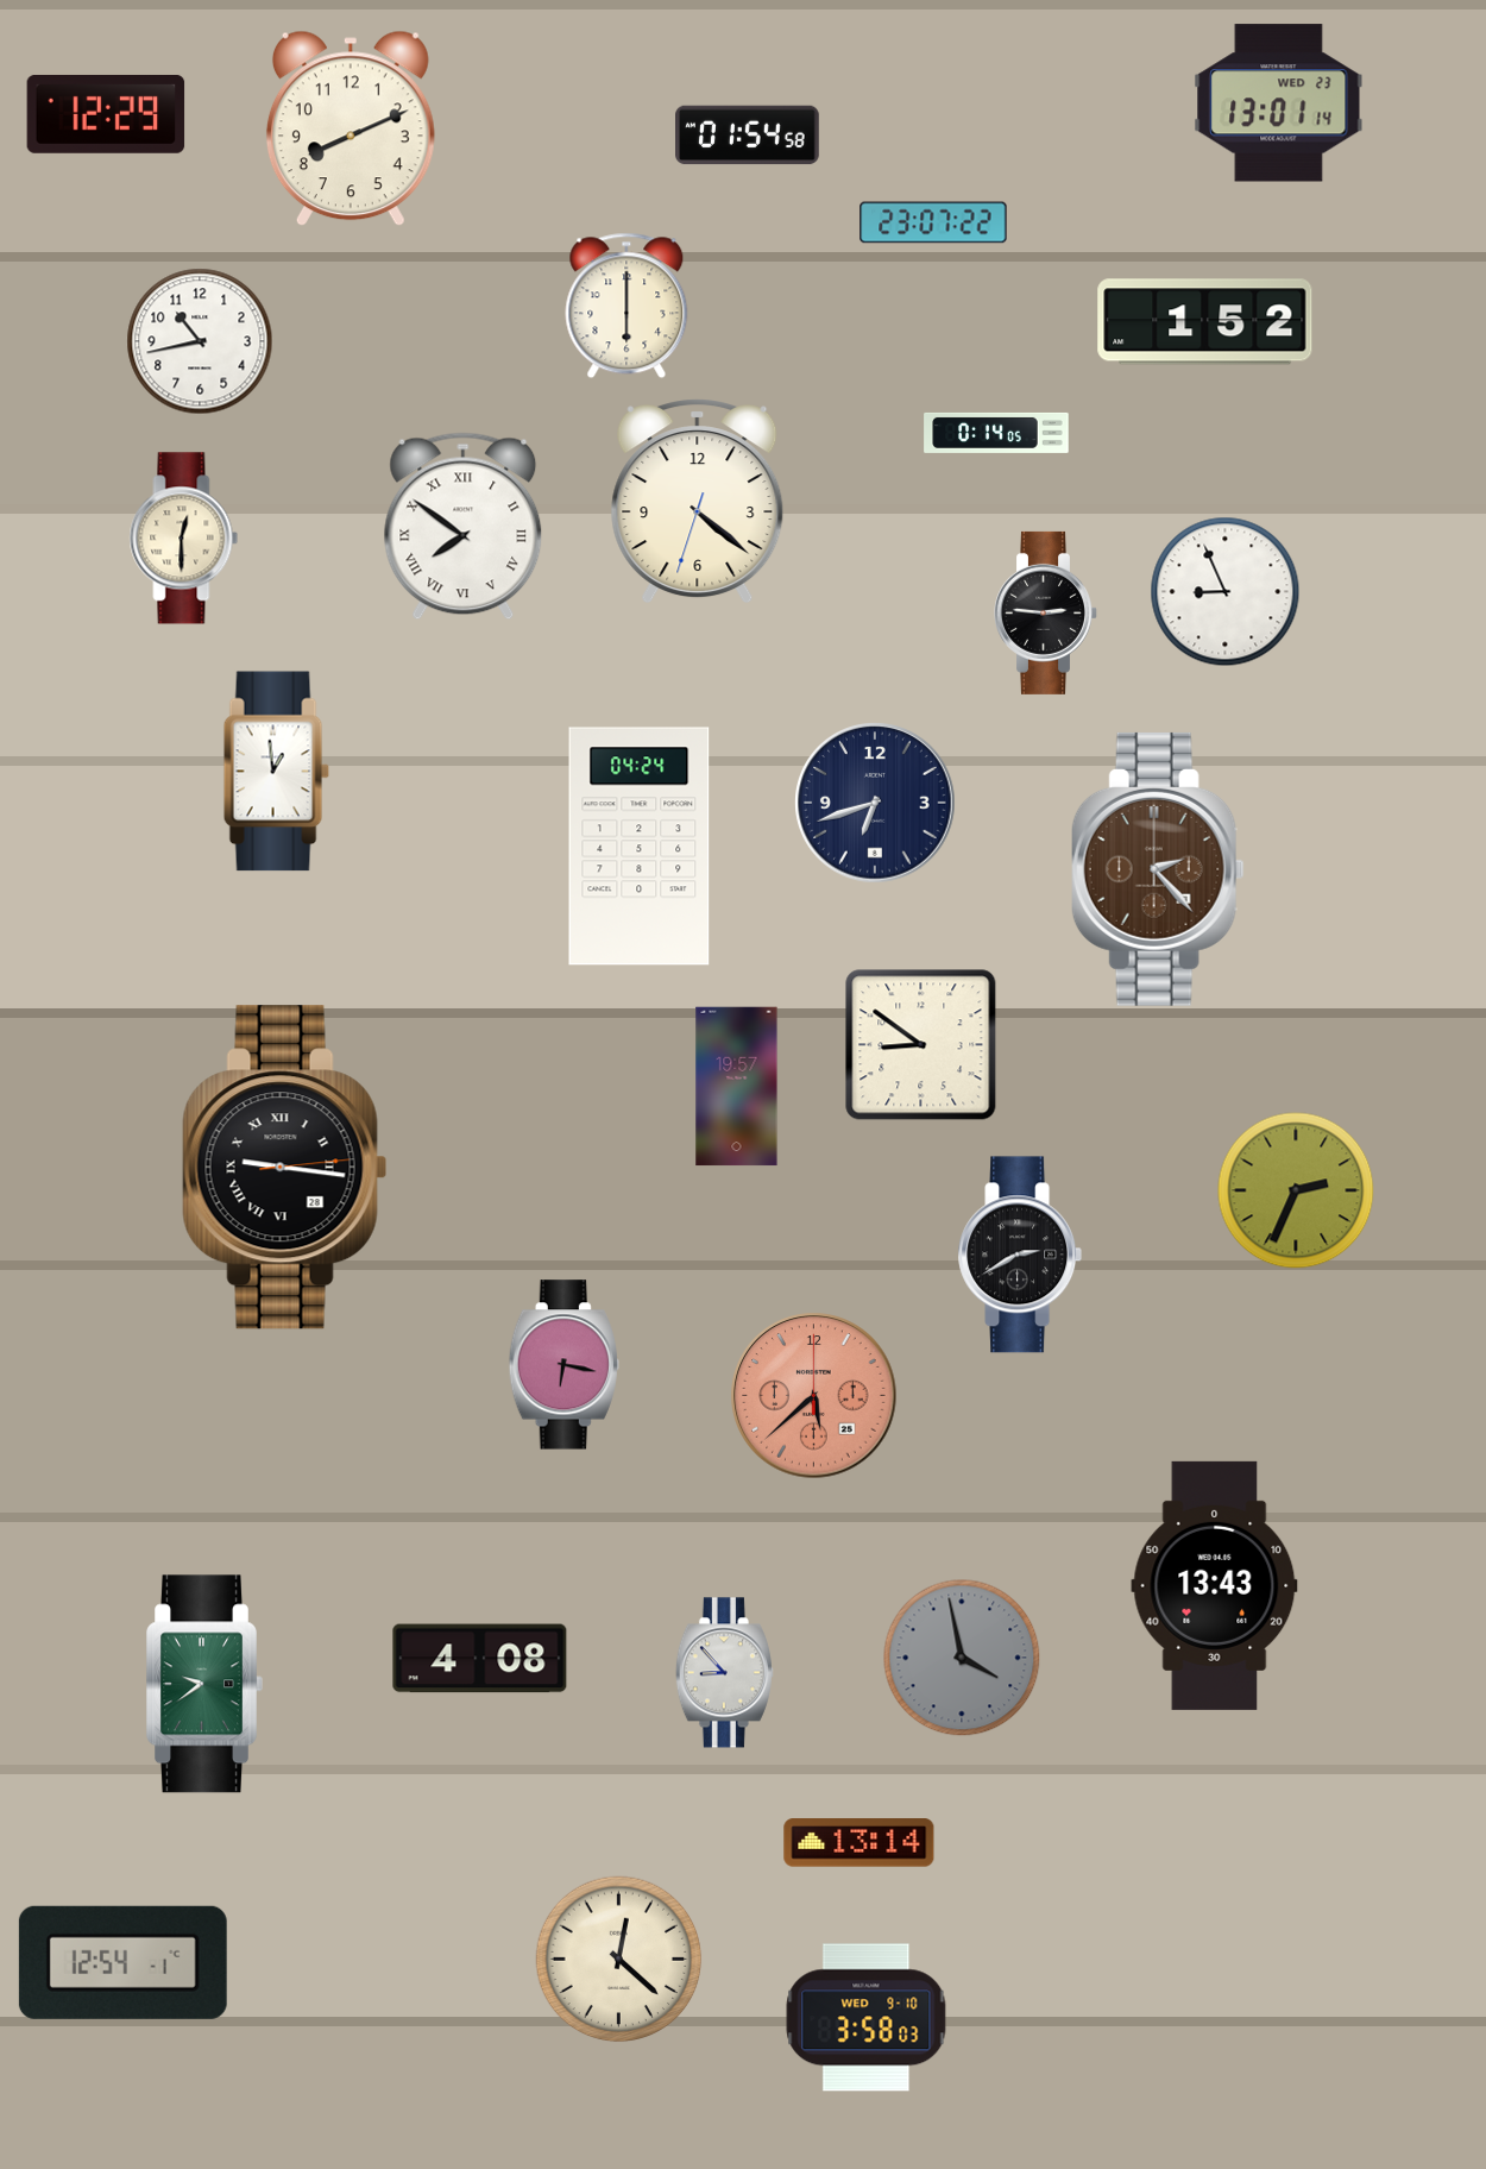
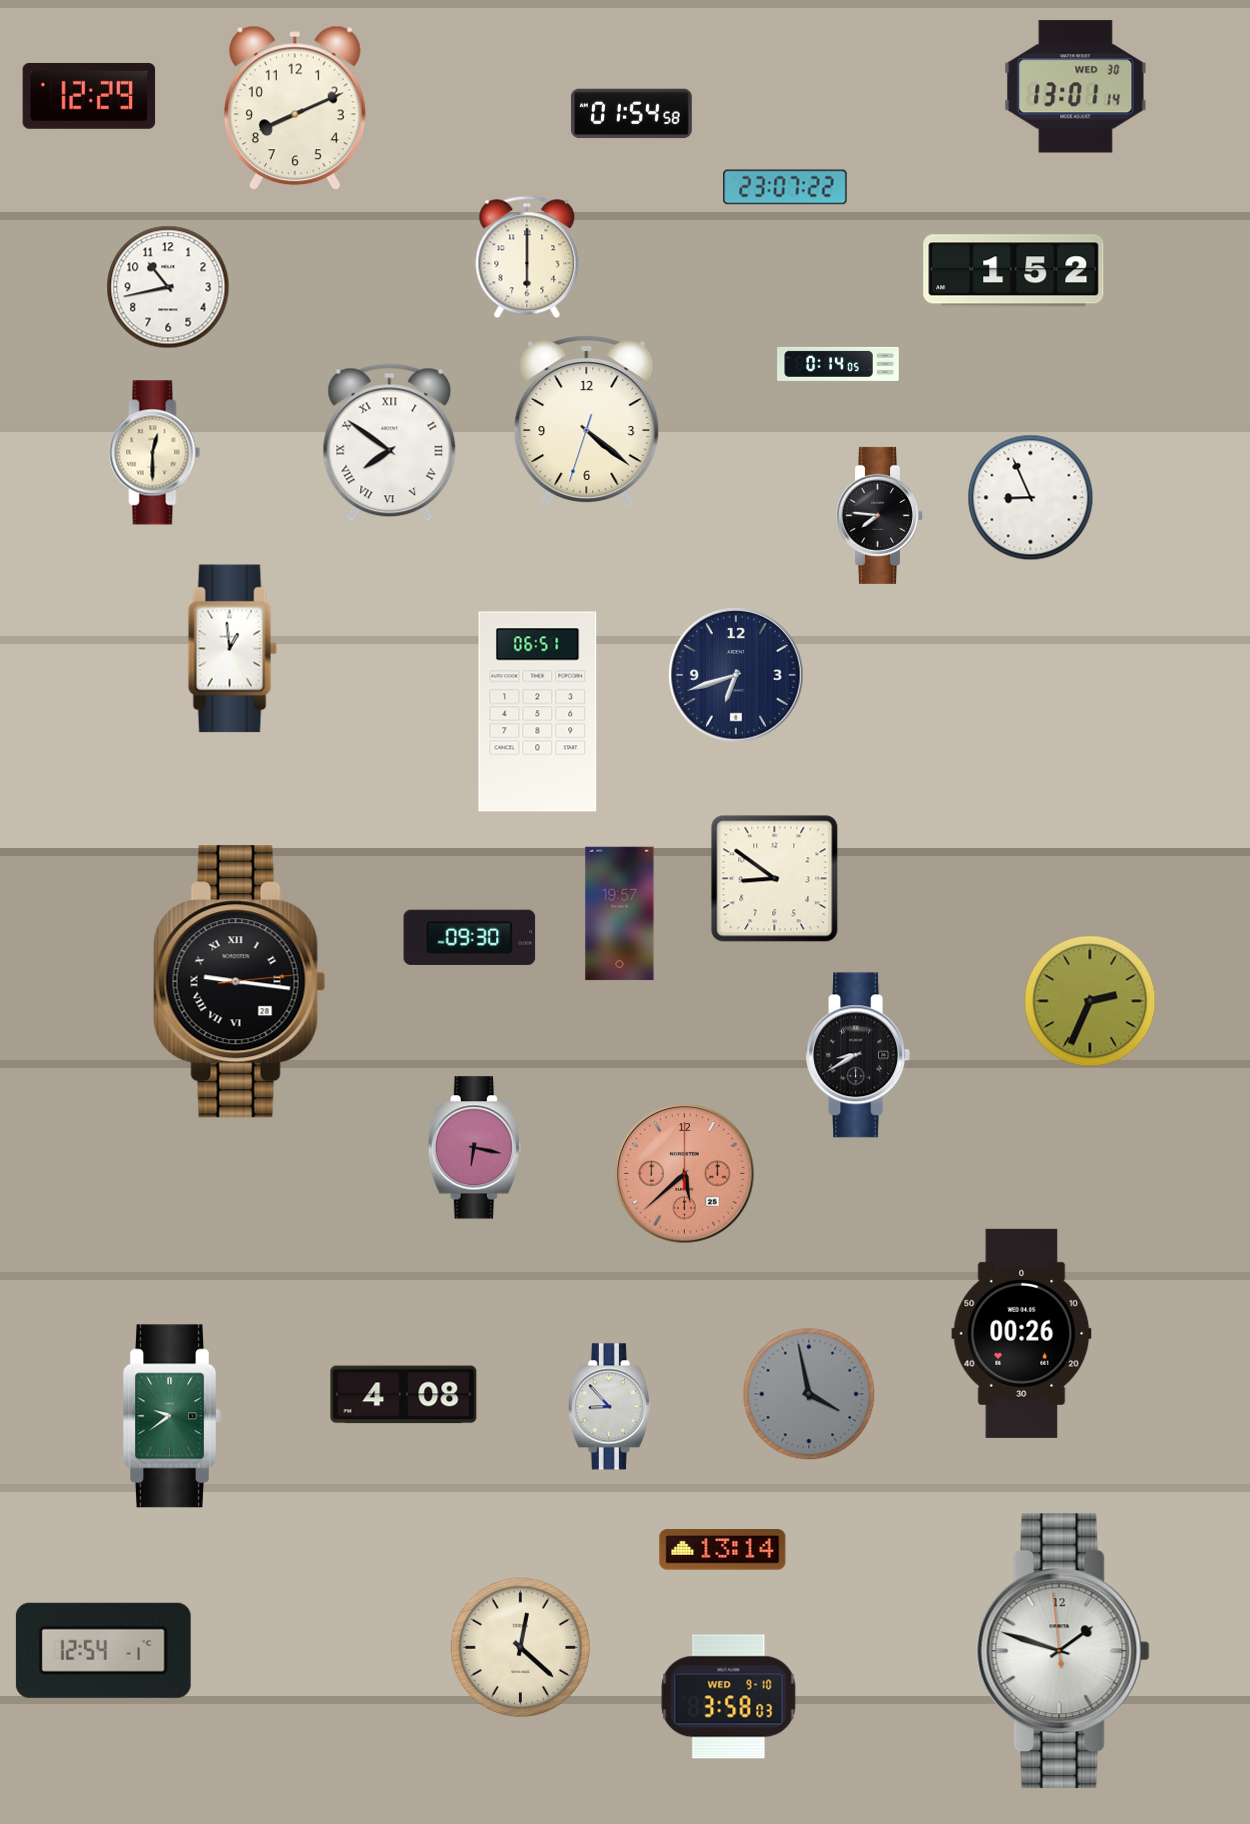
clock at (1279, 103) date: WED 23 -> WED 30
clock at (748, 136) position: (748, 136) -> (632, 114)
clock at (1046, 612): 2:46 -> 7:46
clock at (640, 847): 04:24 -> 06:51
clock at (1158, 869): 2:23 -> none
clock at (470, 937): none -> 09:30
clock at (1020, 1255): 2:40 -> 8:40
clock at (1215, 1585): 13:43 -> 00:26
clock at (1063, 1651): none -> 1:47
